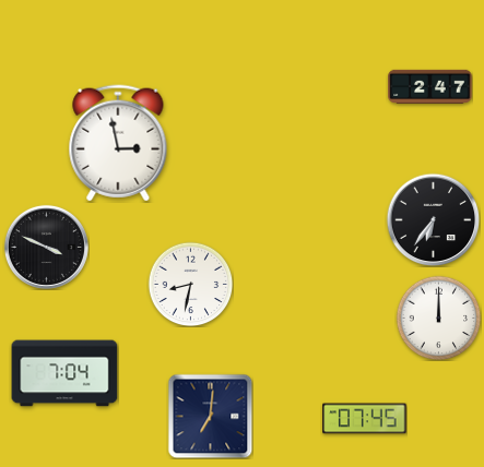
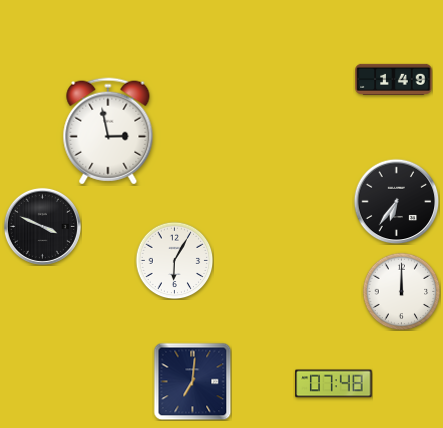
clock at (430, 86): 2:47 -> 1:49
clock at (190, 284): 8:32 -> 6:05
clock at (64, 373): 7:04 -> none
clock at (365, 419): 07:45 -> 07:48
